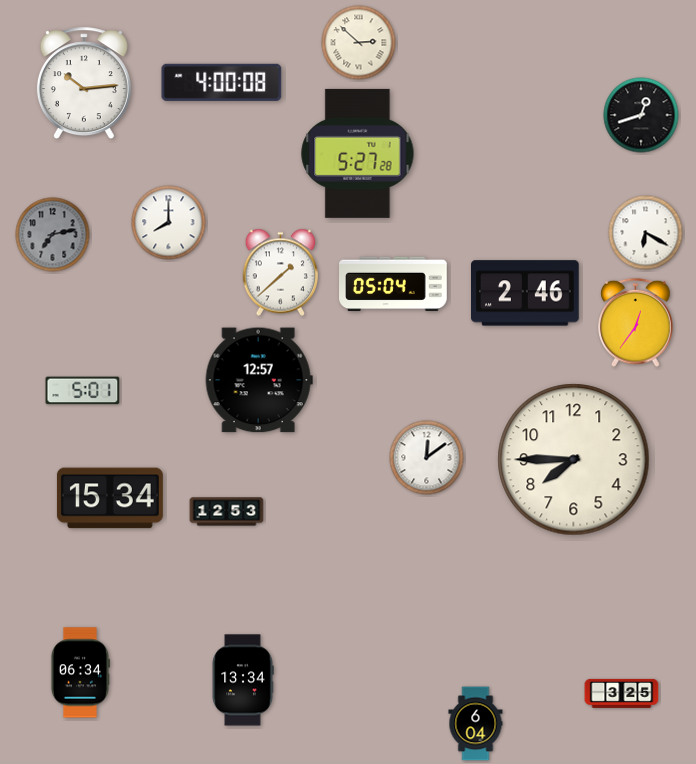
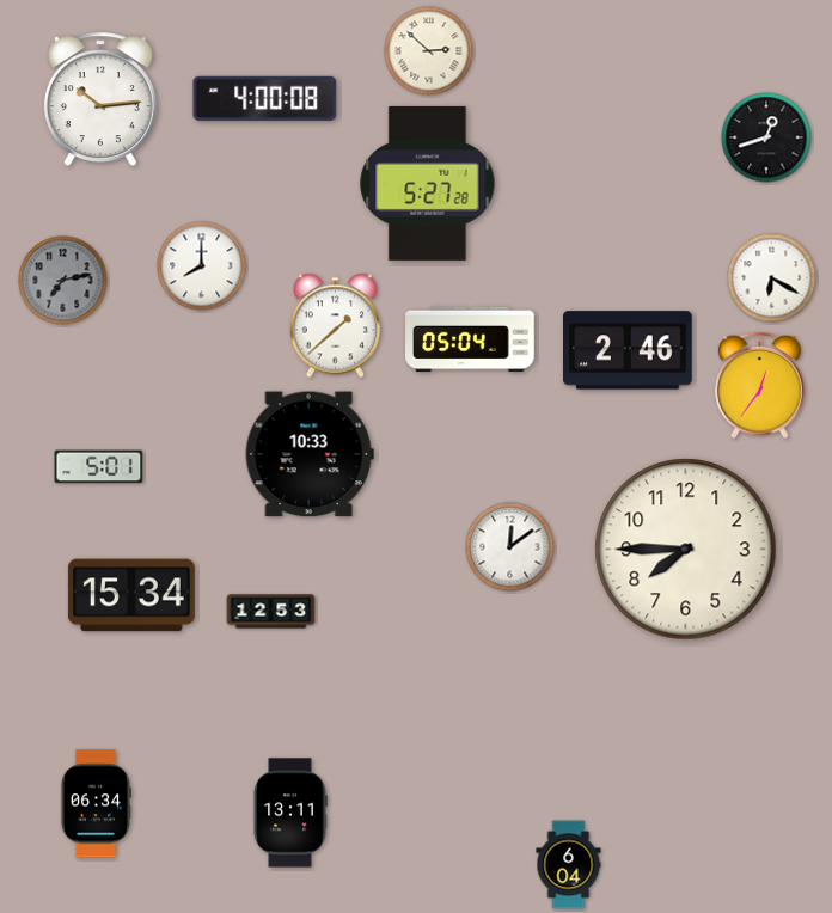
clock at (259, 380): 12:57 -> 10:33
clock at (243, 680): 13:34 -> 13:11
clock at (622, 693): 3:25 -> none
